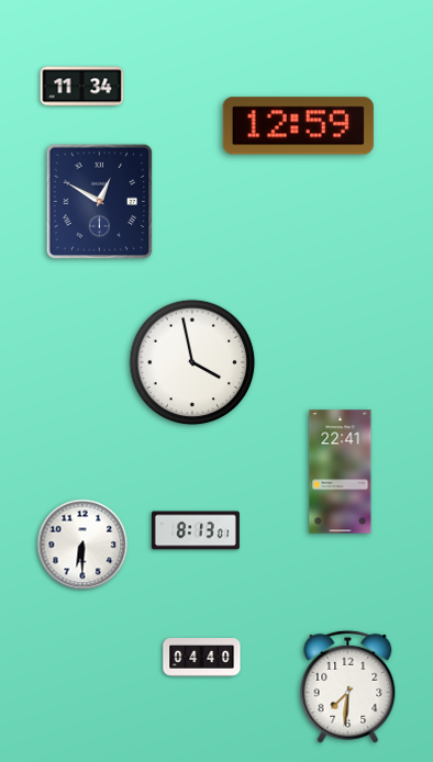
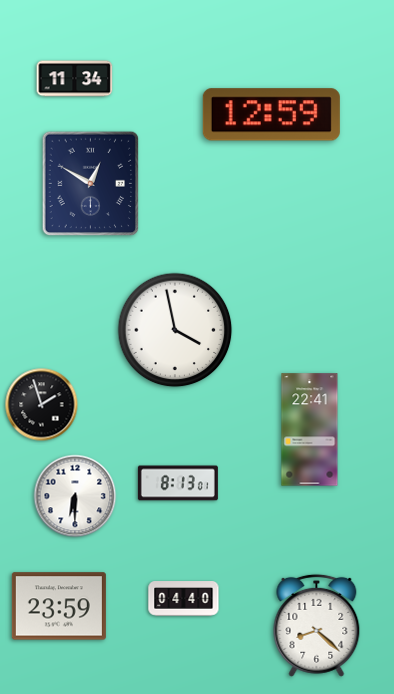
clock at (42, 405): none -> 1:57
clock at (59, 606): none -> 23:59
clock at (348, 686): 7:31 -> 8:22
